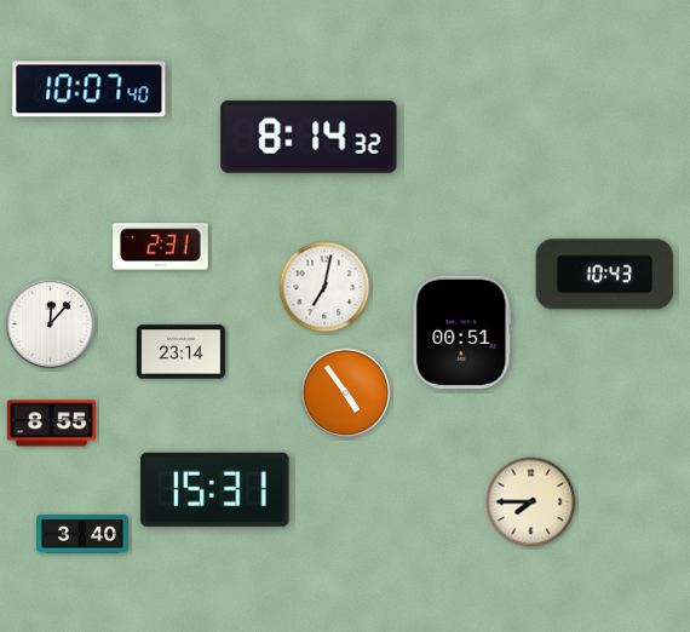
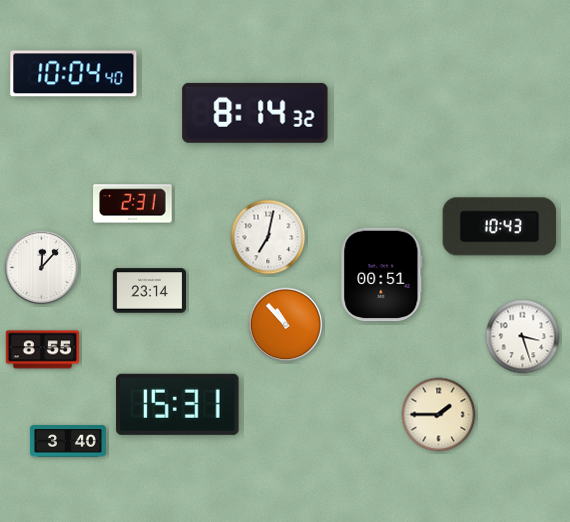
clock at (90, 90): 10:07 -> 10:04
clock at (346, 393): 4:54 -> 10:53
clock at (523, 337): none -> 3:27
clock at (531, 502): 7:45 -> 1:45
